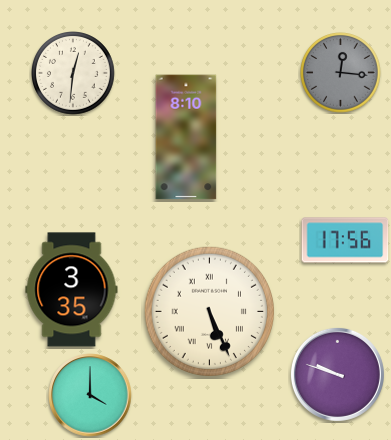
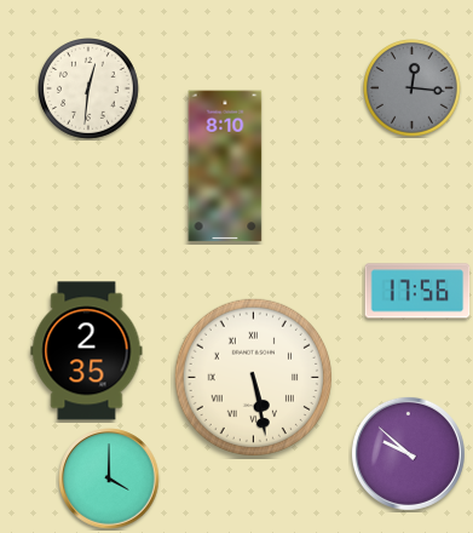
clock at (72, 290): 3:35 -> 2:35
clock at (209, 311): 5:26 -> 5:28
clock at (337, 374): 9:48 -> 9:52
